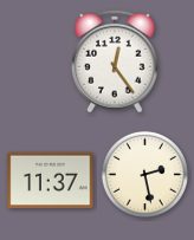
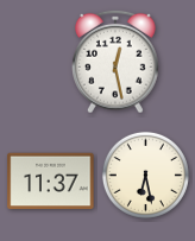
clock at (116, 61): 12:24 -> 12:28
clock at (144, 174): 2:28 -> 6:28
